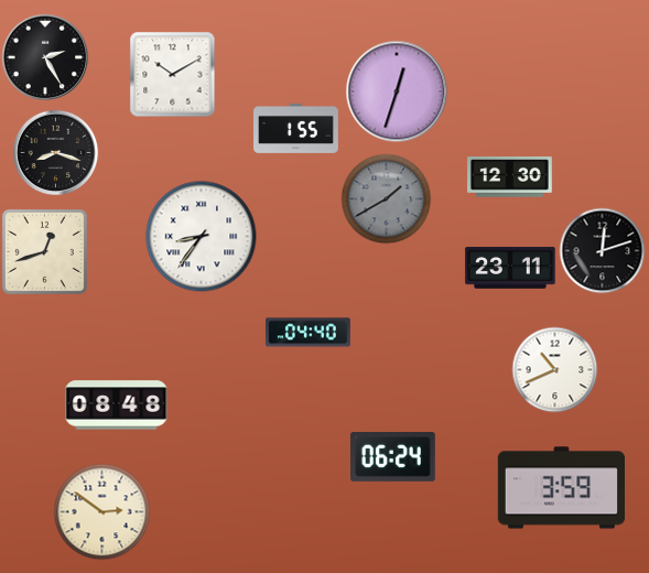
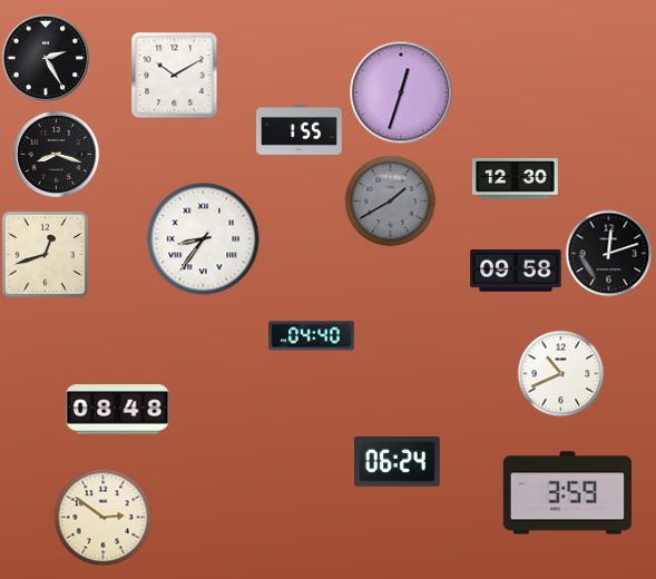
clock at (510, 268): 23:11 -> 09:58
